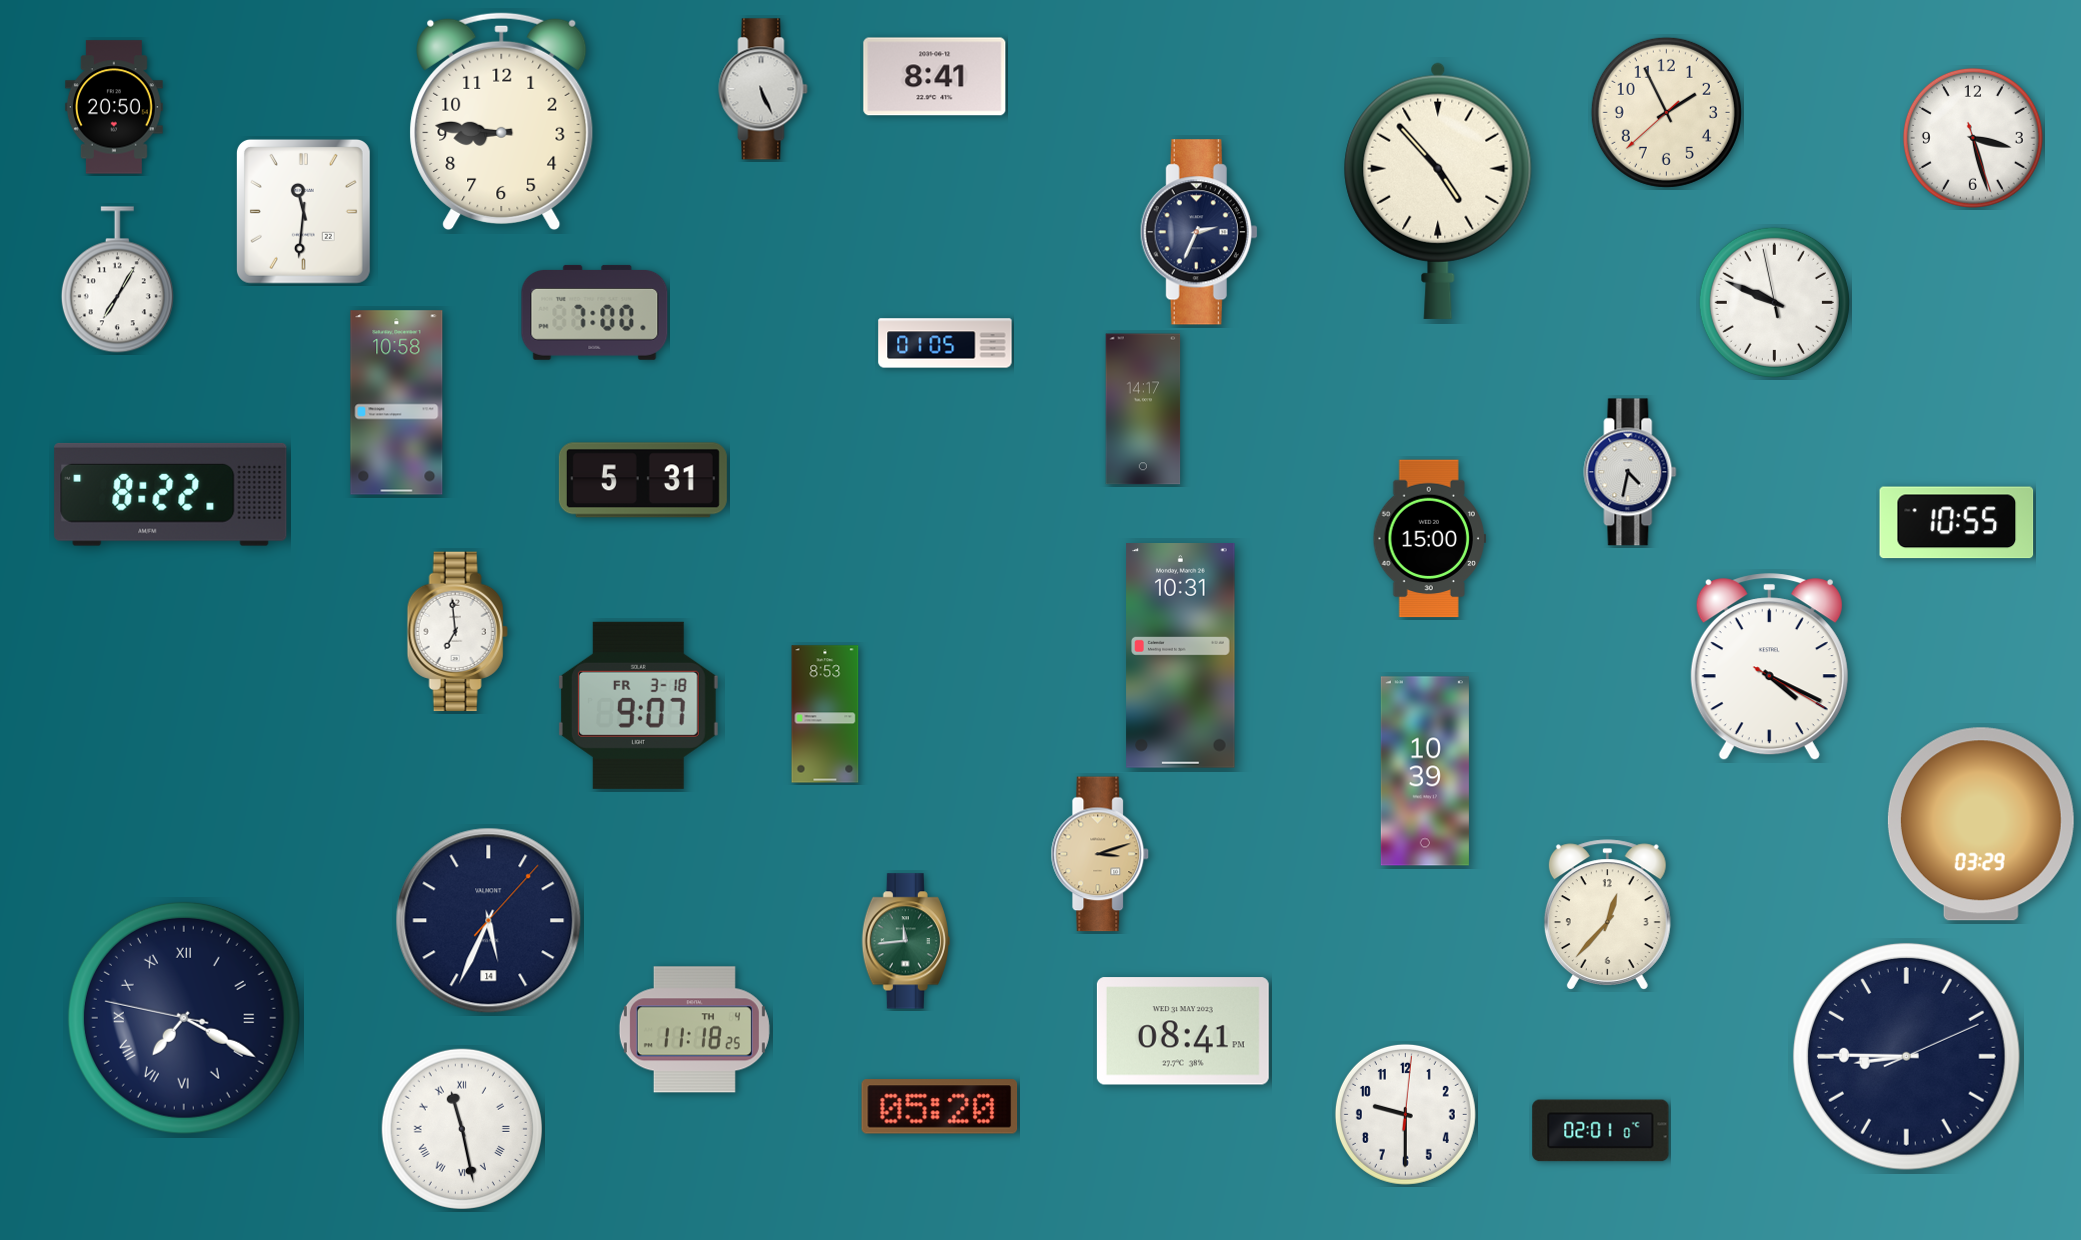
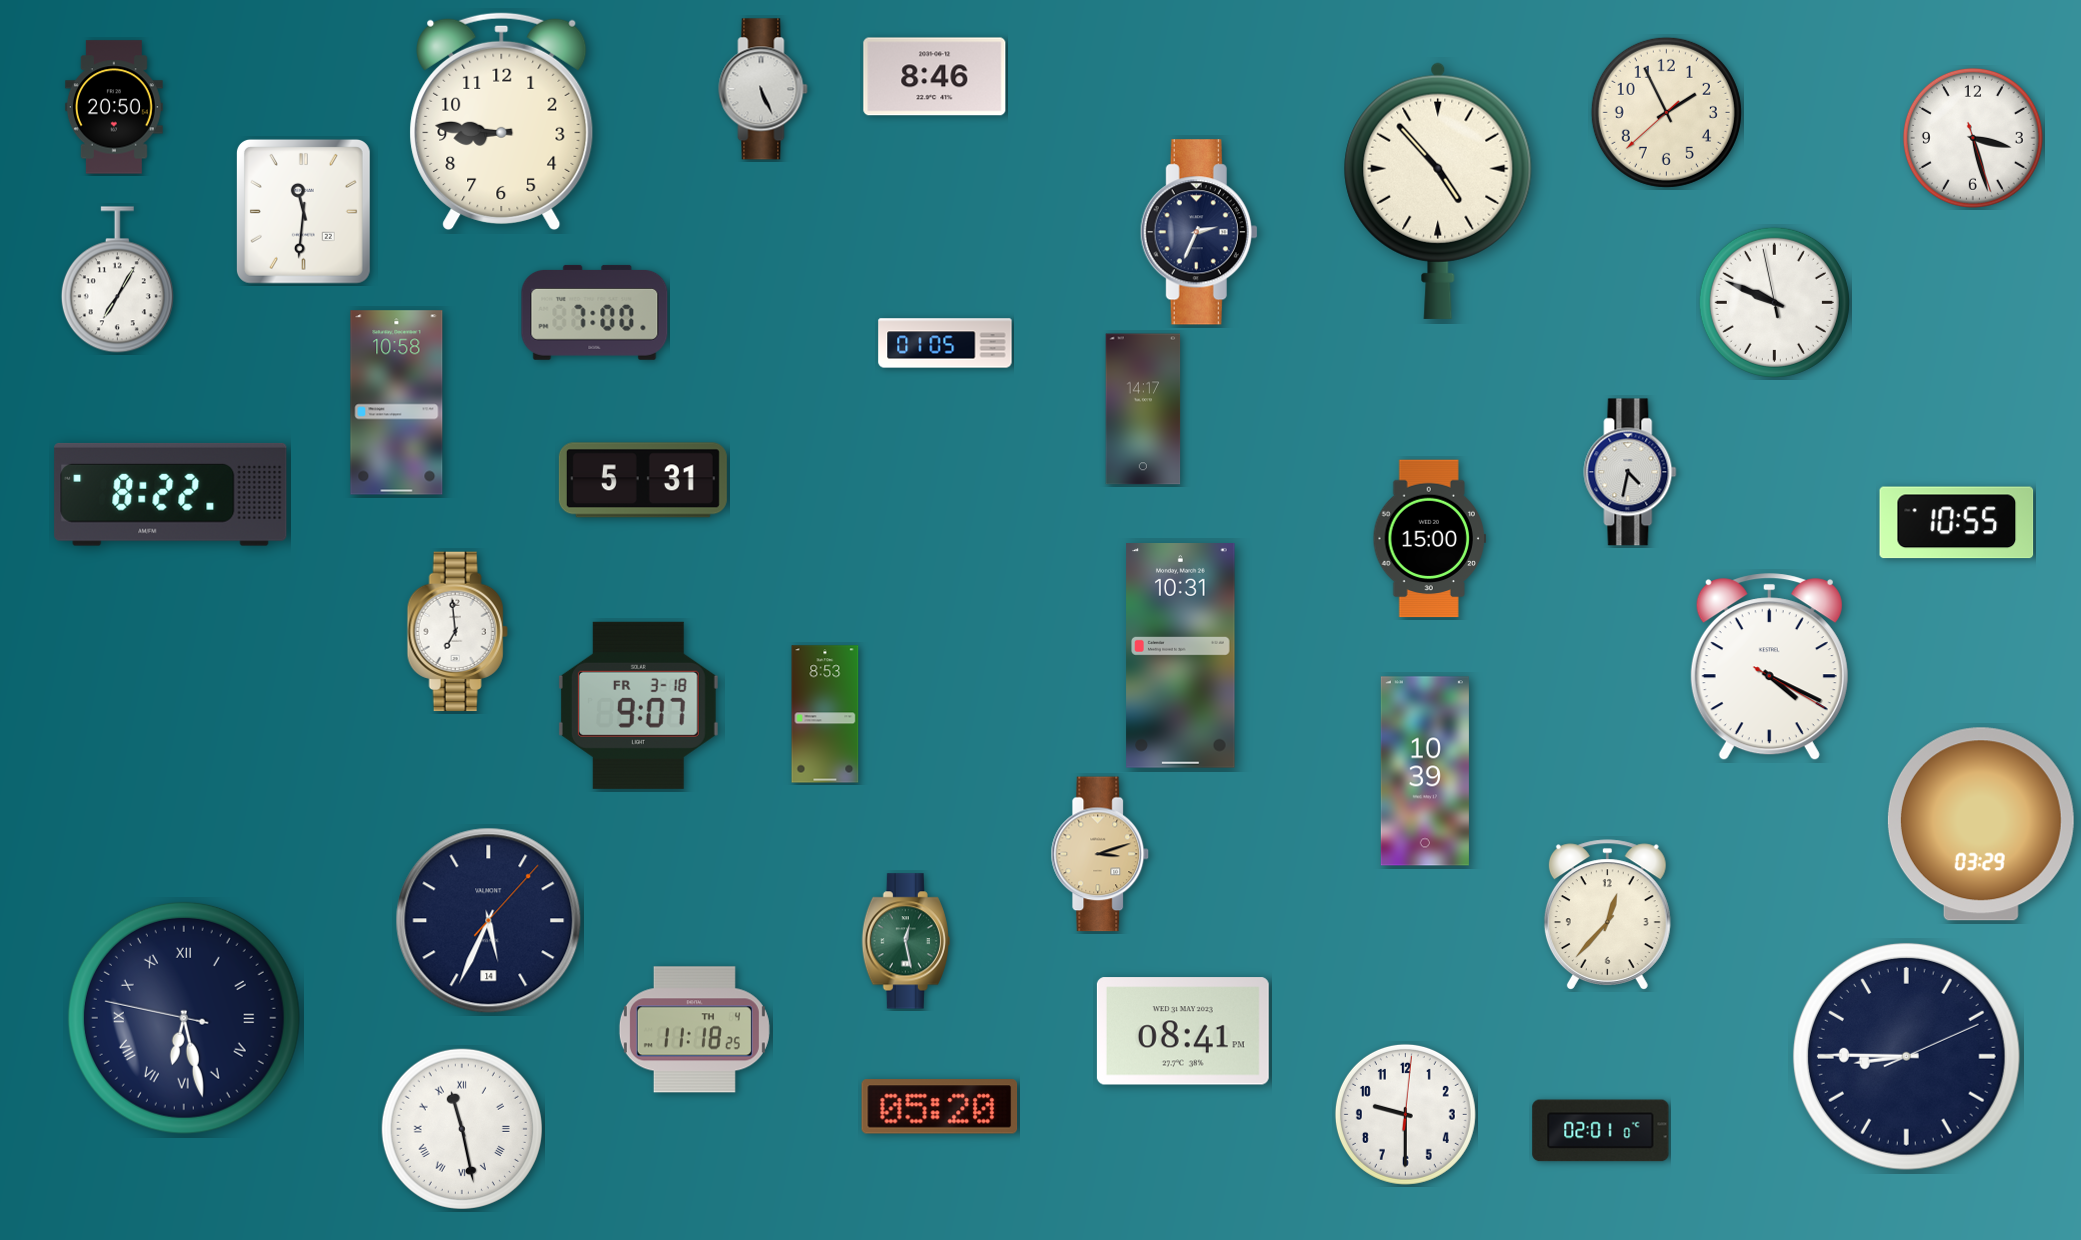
clock at (935, 77): 8:41 -> 8:46
clock at (906, 941): 11:44 -> 12:28
clock at (184, 1018): 7:19 -> 6:27
